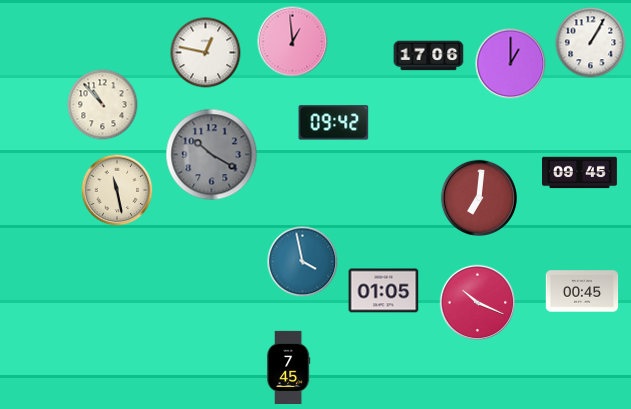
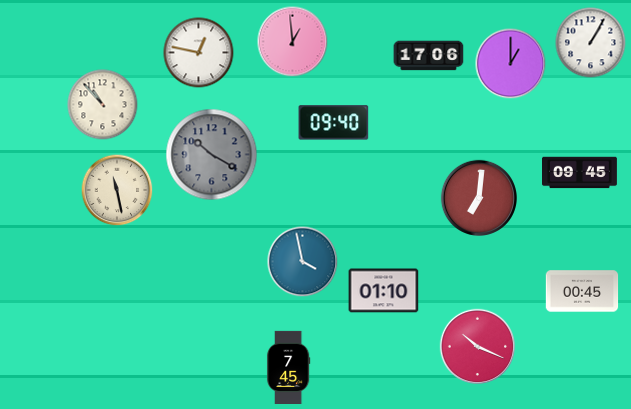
clock at (206, 53) position: (206, 53) -> (199, 53)
clock at (334, 123): 09:42 -> 09:40
clock at (384, 291): 01:05 -> 01:10
clock at (478, 303) position: (478, 303) -> (478, 347)
